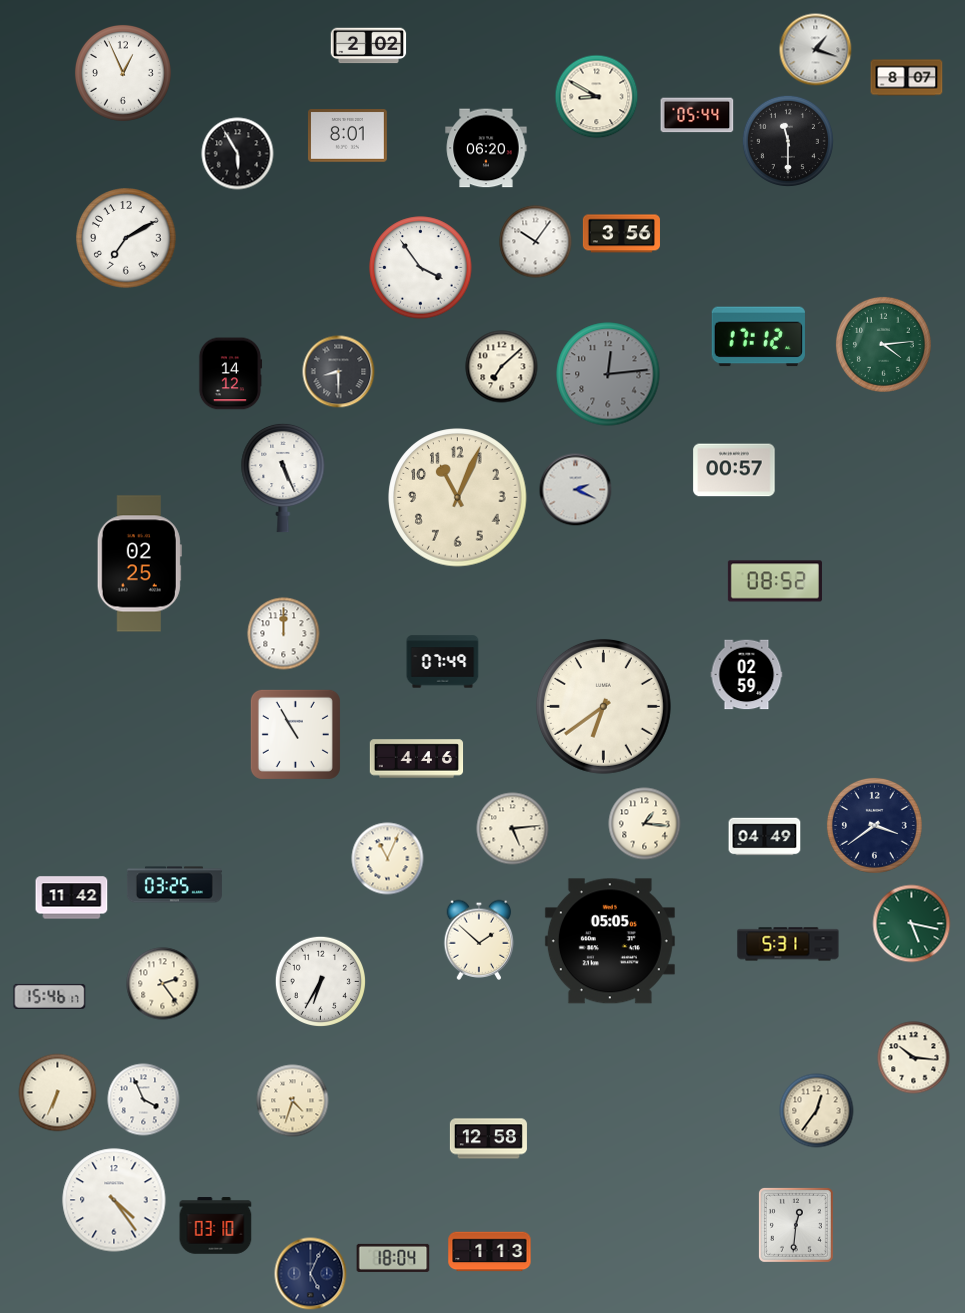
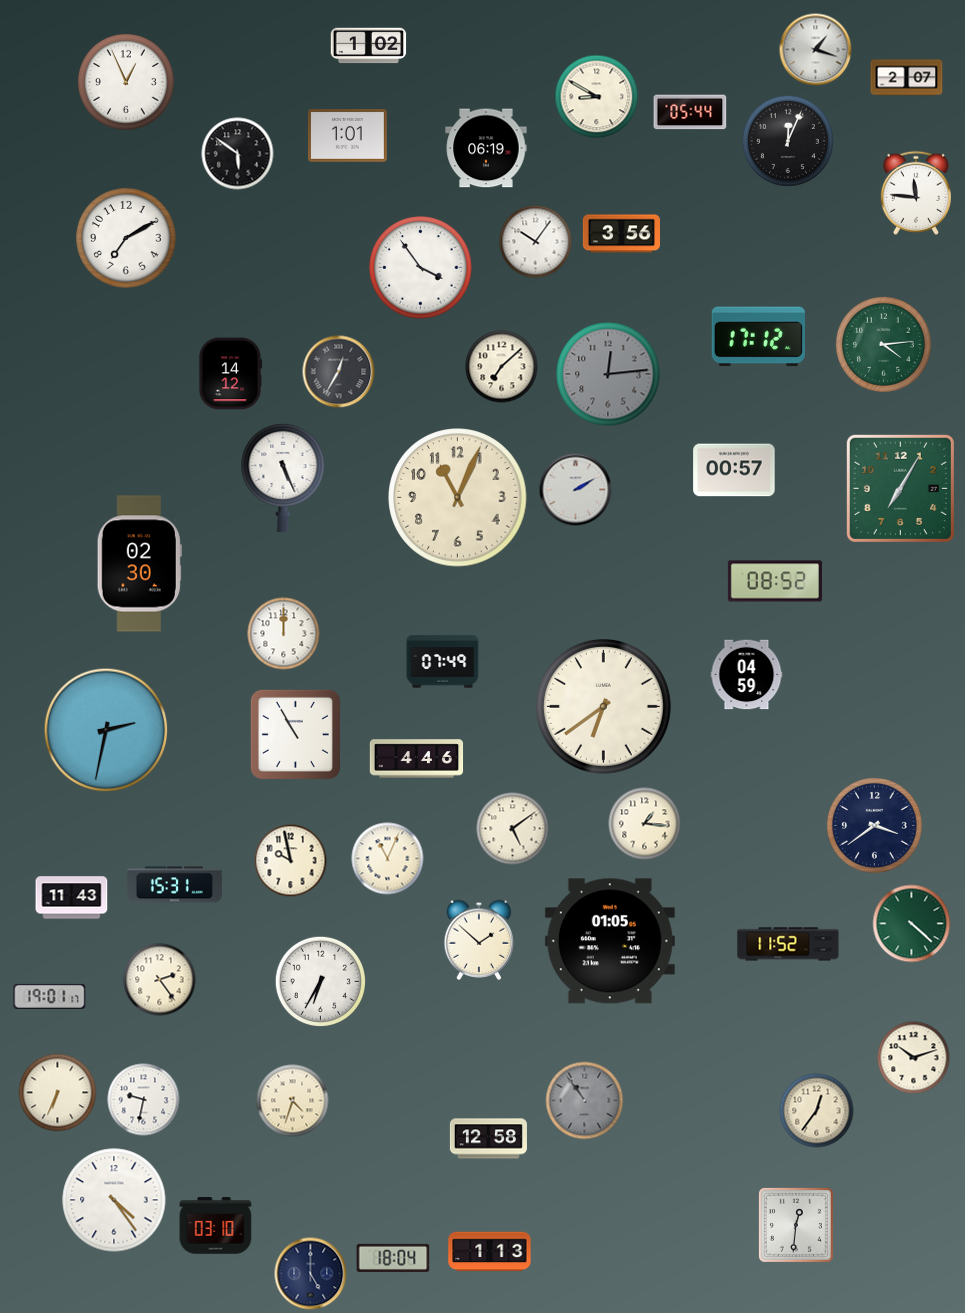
clock at (369, 46): 2:02 -> 1:02
clock at (123, 73) position: (123, 73) -> (126, 82)
clock at (907, 78): 8:07 -> 2:07
clock at (697, 115) position: (697, 115) -> (690, 112)
clock at (347, 136): 8:01 -> 1:01
clock at (788, 141): 11:30 -> 12:04
clock at (486, 148): 06:20 -> 06:19
clock at (238, 154): 5:55 -> 5:51
clock at (916, 193): none -> 11:46
clock at (339, 372): 8:30 -> 12:35
clock at (900, 488): none -> 7:05
clock at (576, 490): 2:19 -> 2:10
clock at (139, 564): 02:25 -> 02:30
clock at (747, 675): 02:59 -> 04:59
clock at (106, 730): none -> 2:32
clock at (513, 829): 5:14 -> 5:09
clock at (765, 837): 04:49 -> none
clock at (291, 861): none -> 9:58
clock at (174, 885): 03:25 -> 15:31
clock at (72, 898): 11:42 -> 11:43
clock at (912, 924): 5:17 -> 4:22
clock at (610, 941): 05:05 -> 01:05
clock at (788, 944): 5:31 -> 11:52
clock at (163, 984) position: (163, 984) -> (160, 980)
clock at (50, 996): 15:46 -> 19:01
clock at (914, 1058): 10:16 -> 10:12
clock at (144, 1100): 3:56 -> 9:32
clock at (585, 1101): none -> 10:54
clock at (311, 1274): 5:04 -> 5:00
